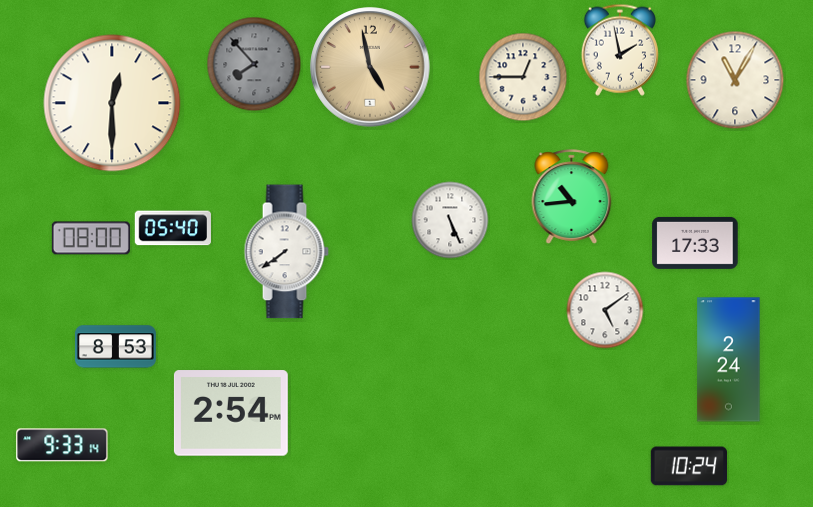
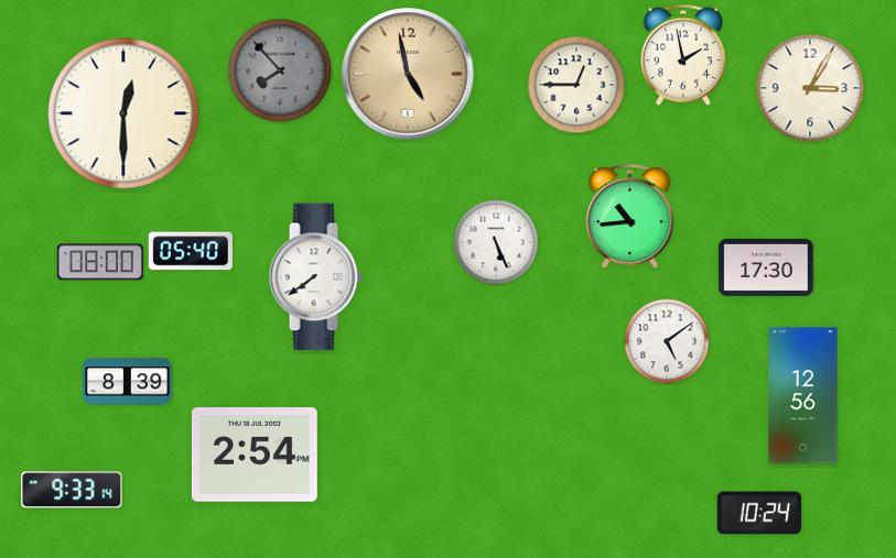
clock at (735, 80): 11:05 -> 3:05
clock at (695, 243): 17:33 -> 17:30
clock at (115, 347): 8:53 -> 8:39
clock at (729, 360): 2:24 -> 12:56
clock at (62, 445) position: (62, 445) -> (72, 490)
